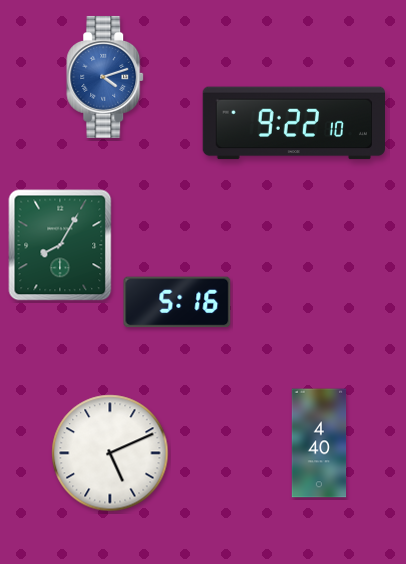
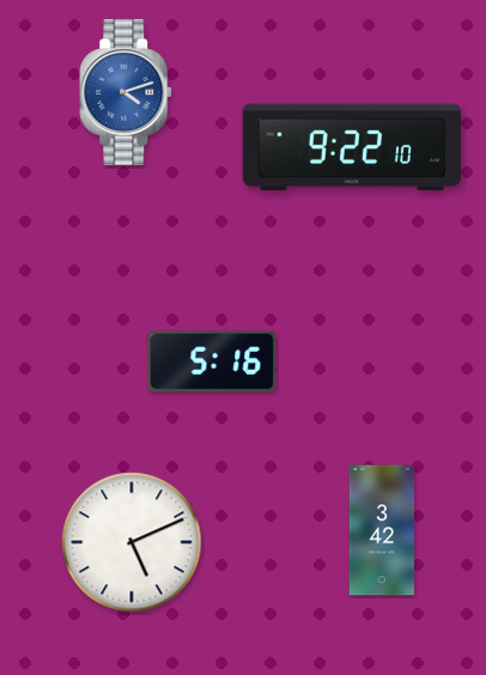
clock at (60, 245): 8:05 -> none
clock at (319, 443): 4:40 -> 3:42
